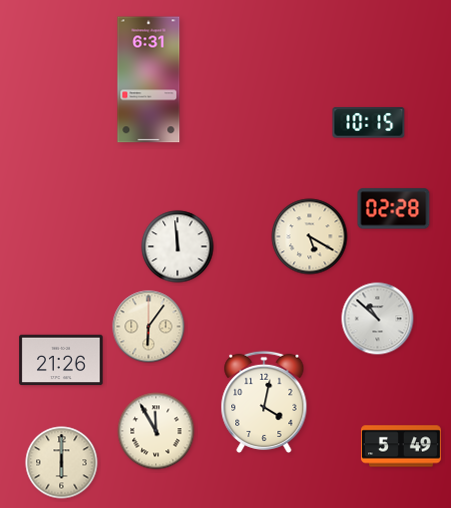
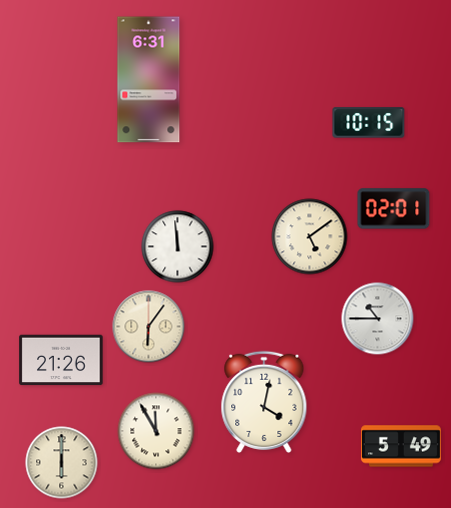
clock at (394, 209): 02:28 -> 02:01
clock at (310, 237): 5:20 -> 5:09
clock at (378, 319): 10:52 -> 10:45
